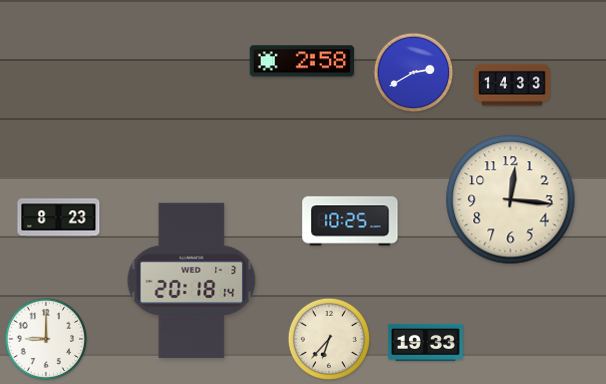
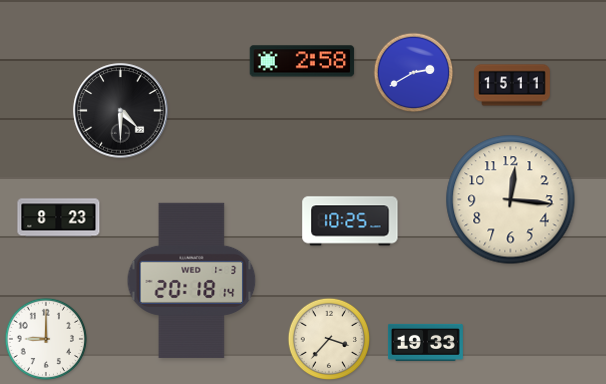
clock at (512, 85): 14:33 -> 15:11
clock at (121, 111): none -> 4:30
clock at (328, 338): 6:37 -> 3:37
